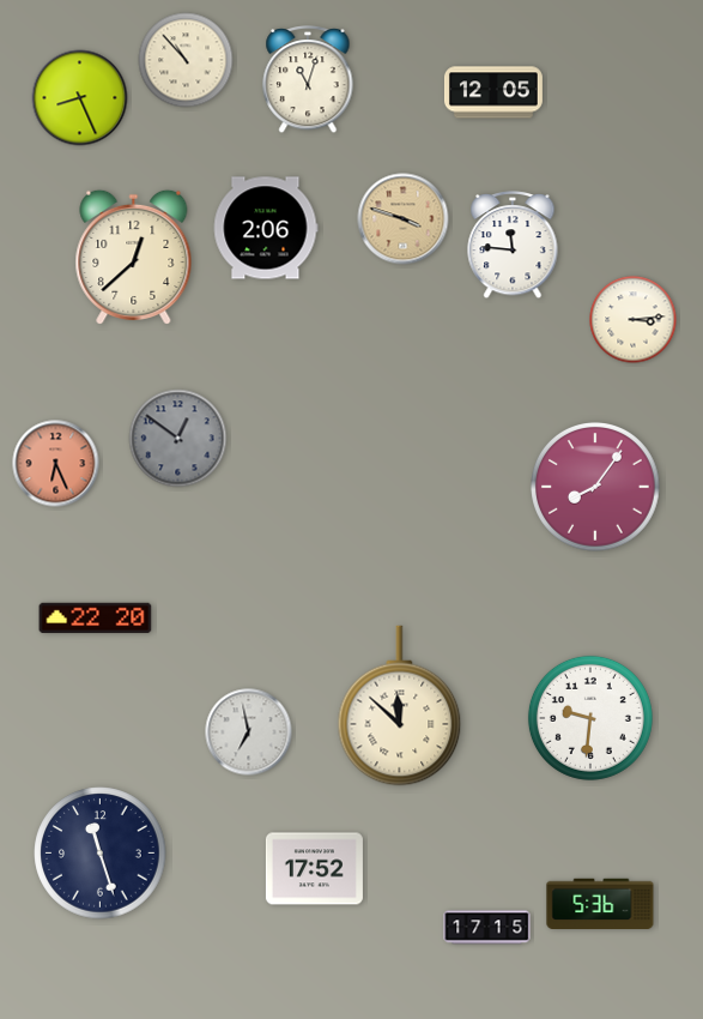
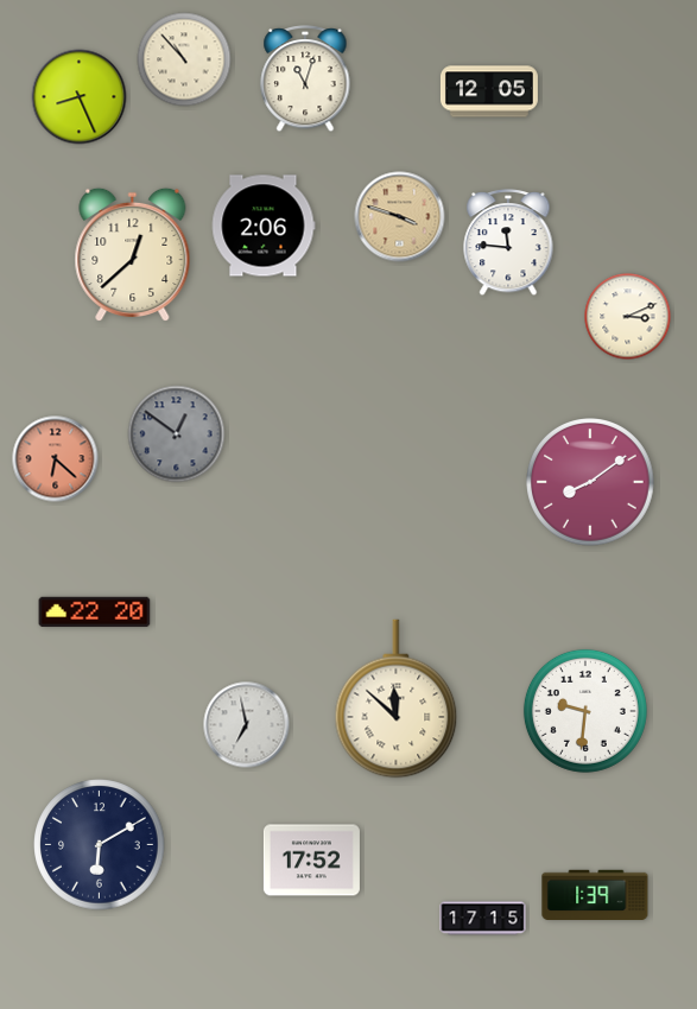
clock at (634, 320): 3:14 -> 3:11
clock at (56, 464): 6:26 -> 6:22
clock at (596, 488): 8:06 -> 8:09
clock at (101, 854): 11:27 -> 6:10
clock at (600, 903): 5:36 -> 1:39
